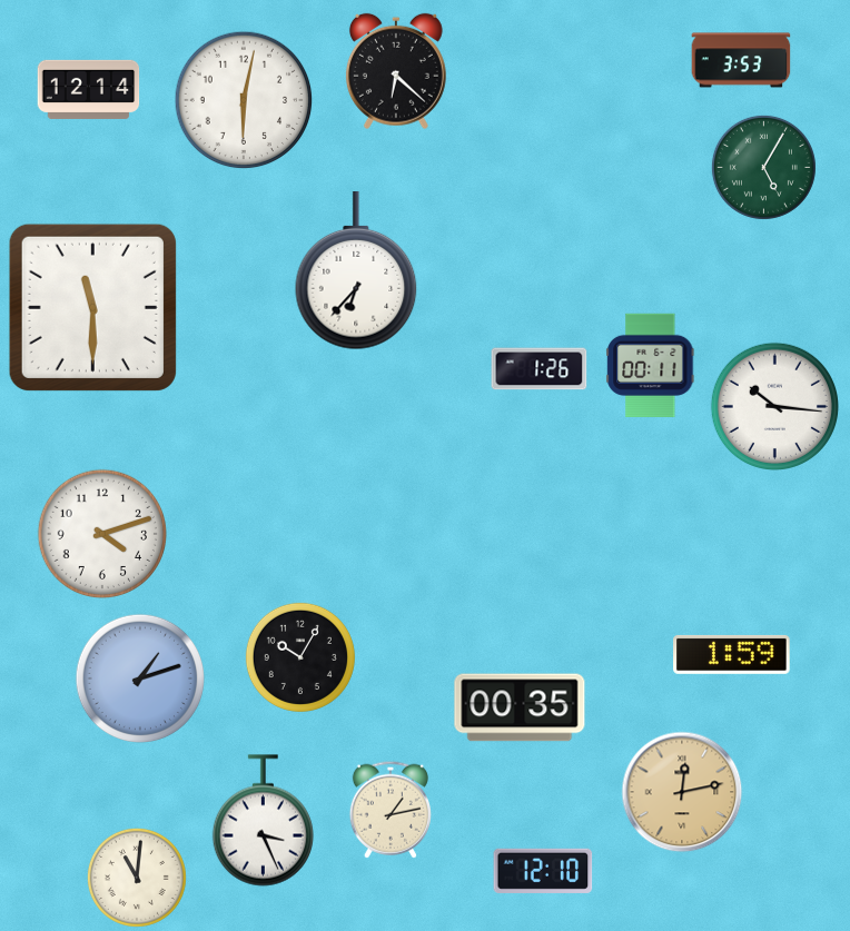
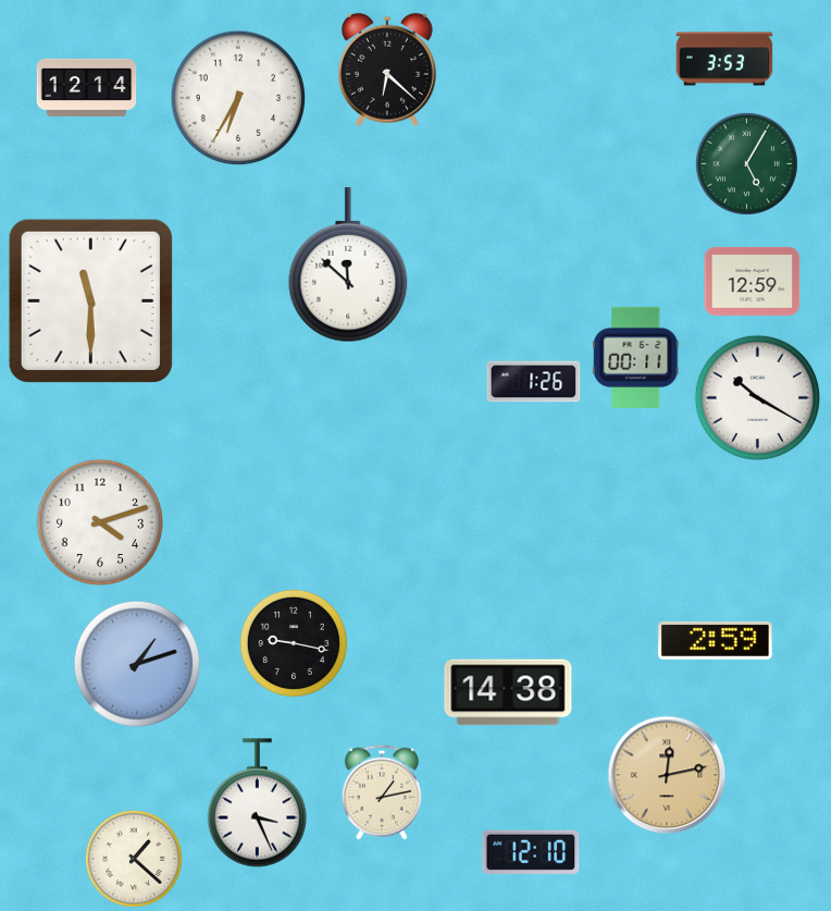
clock at (244, 100): 6:02 -> 6:35
clock at (356, 271): 6:37 -> 11:52
clock at (753, 281): none -> 12:59
clock at (540, 369) position: (540, 369) -> (534, 382)
clock at (774, 406): 10:16 -> 10:20
clock at (732, 654): 1:59 -> 2:59
clock at (300, 657): 10:05 -> 9:17
clock at (520, 707): 00:35 -> 14:38
clock at (137, 878): 11:01 -> 1:22
